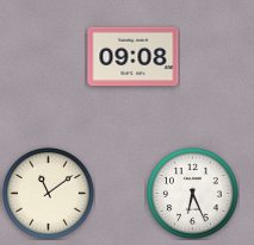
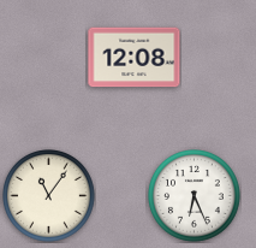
clock at (134, 57): 09:08 -> 12:08
clock at (49, 194): 11:09 -> 11:06
